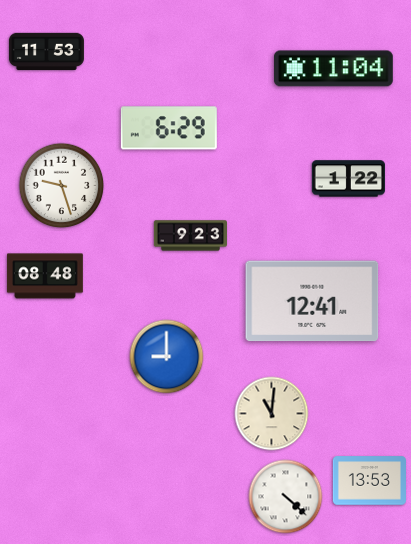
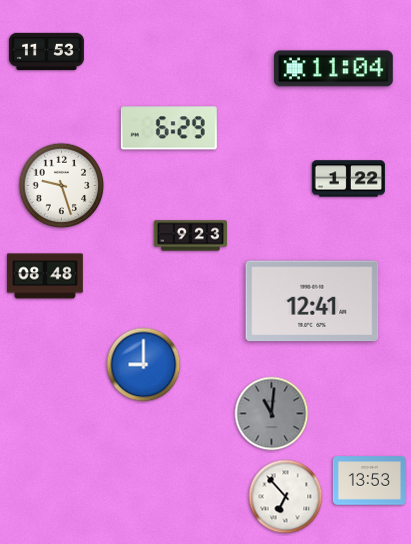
clock at (167, 357) position: (167, 357) -> (144, 365)
clock at (272, 414) dial: cream -> grey
clock at (286, 497): 4:22 -> 6:53
